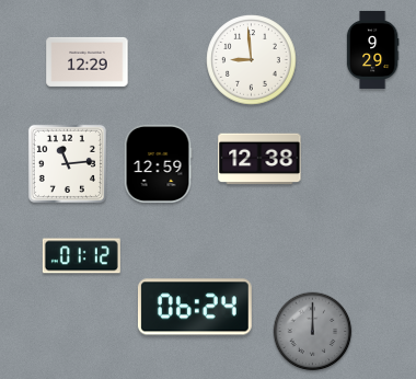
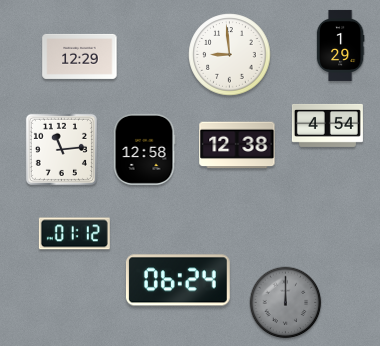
clock at (372, 49): 9:29 -> 1:29
clock at (327, 125): none -> 4:54
clock at (158, 163): 12:59 -> 12:58
